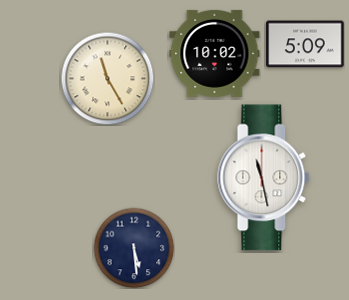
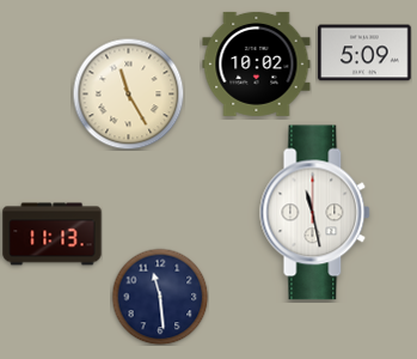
clock at (53, 235): none -> 11:13
clock at (134, 248): 5:29 -> 11:29
